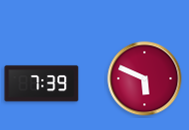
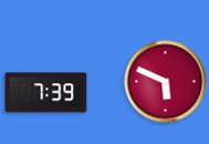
clock at (145, 79) position: (145, 79) -> (166, 82)
